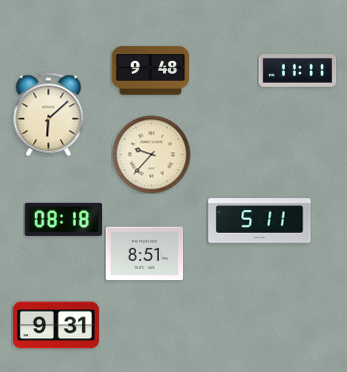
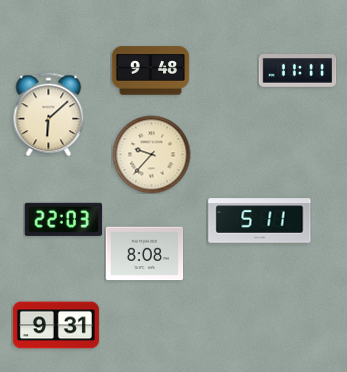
clock at (63, 219): 08:18 -> 22:03
clock at (144, 254): 8:51 -> 8:08
